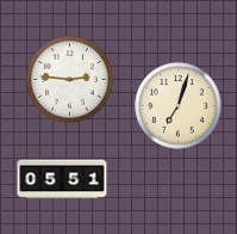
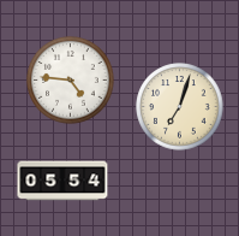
clock at (70, 80): 2:46 -> 4:46
clock at (62, 179): 05:51 -> 05:54
